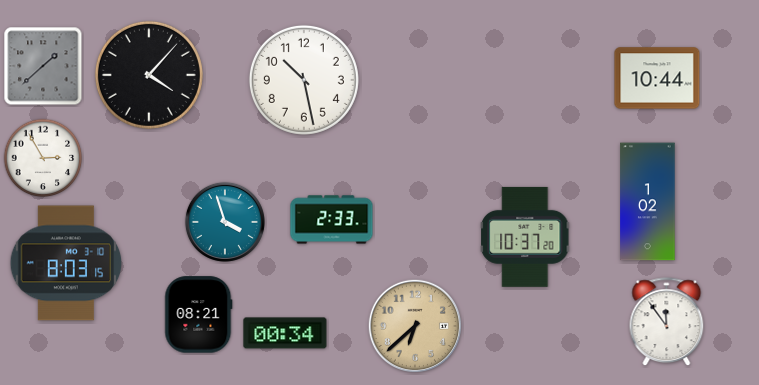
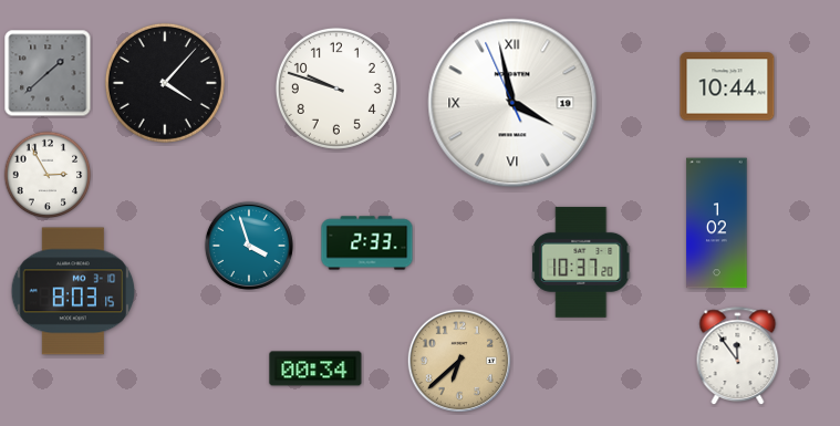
clock at (304, 80): 10:28 -> 9:48
clock at (512, 103): none -> 3:57
clock at (199, 315): 08:21 -> none
